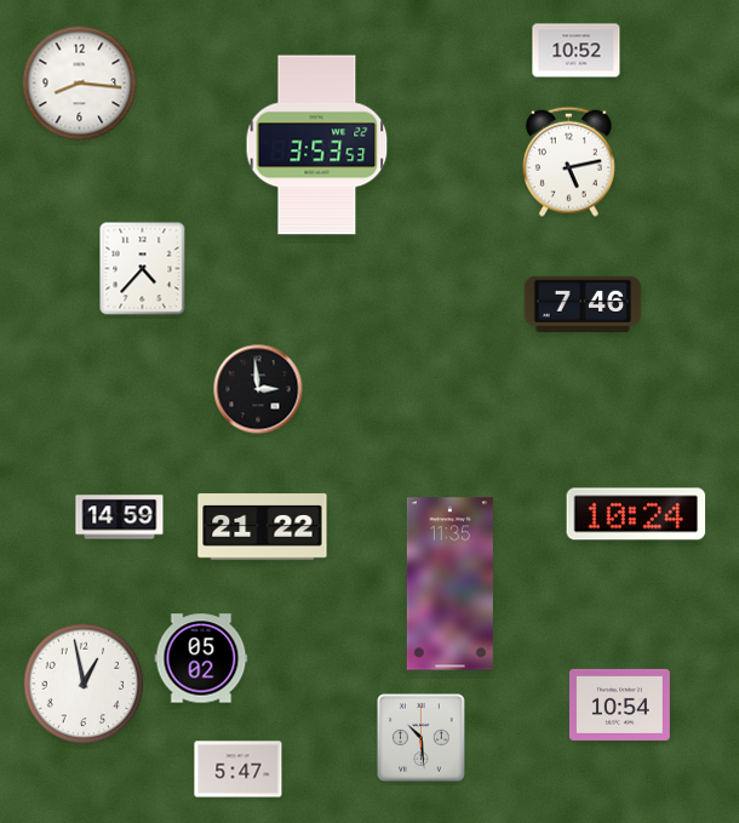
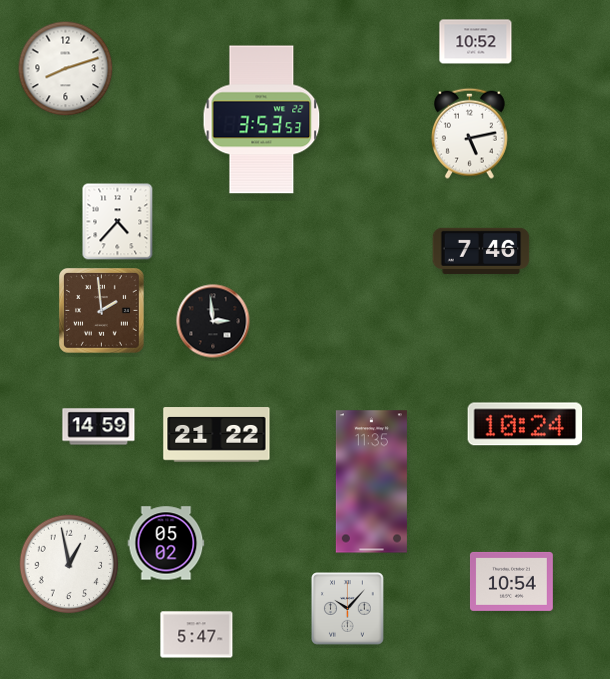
clock at (80, 84): 8:16 -> 8:12
clock at (102, 311): none -> 1:59
clock at (422, 738): 10:29 -> 10:07
